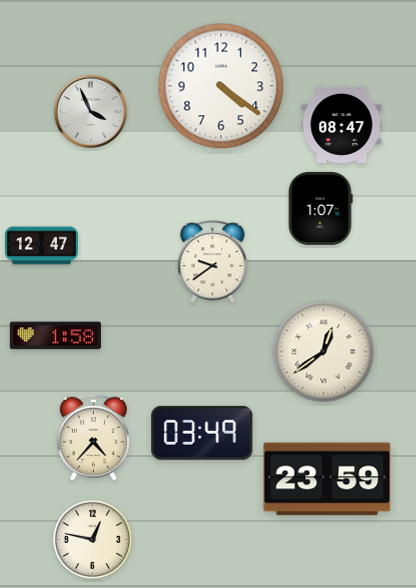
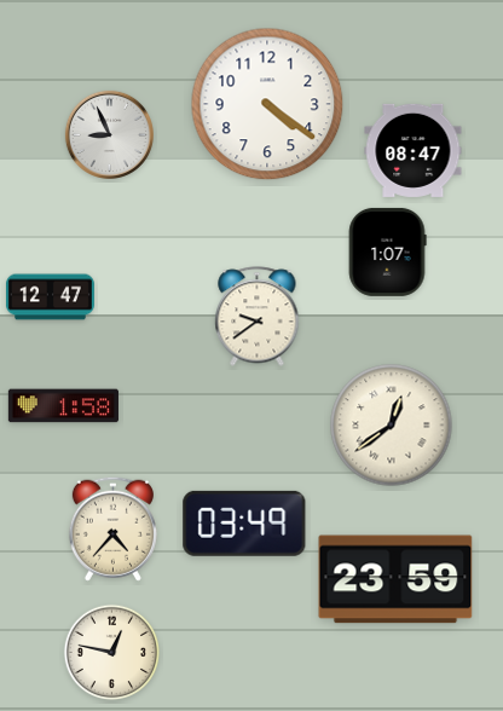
clock at (90, 111): 3:56 -> 8:56
clock at (55, 336) position: (55, 336) -> (63, 406)
